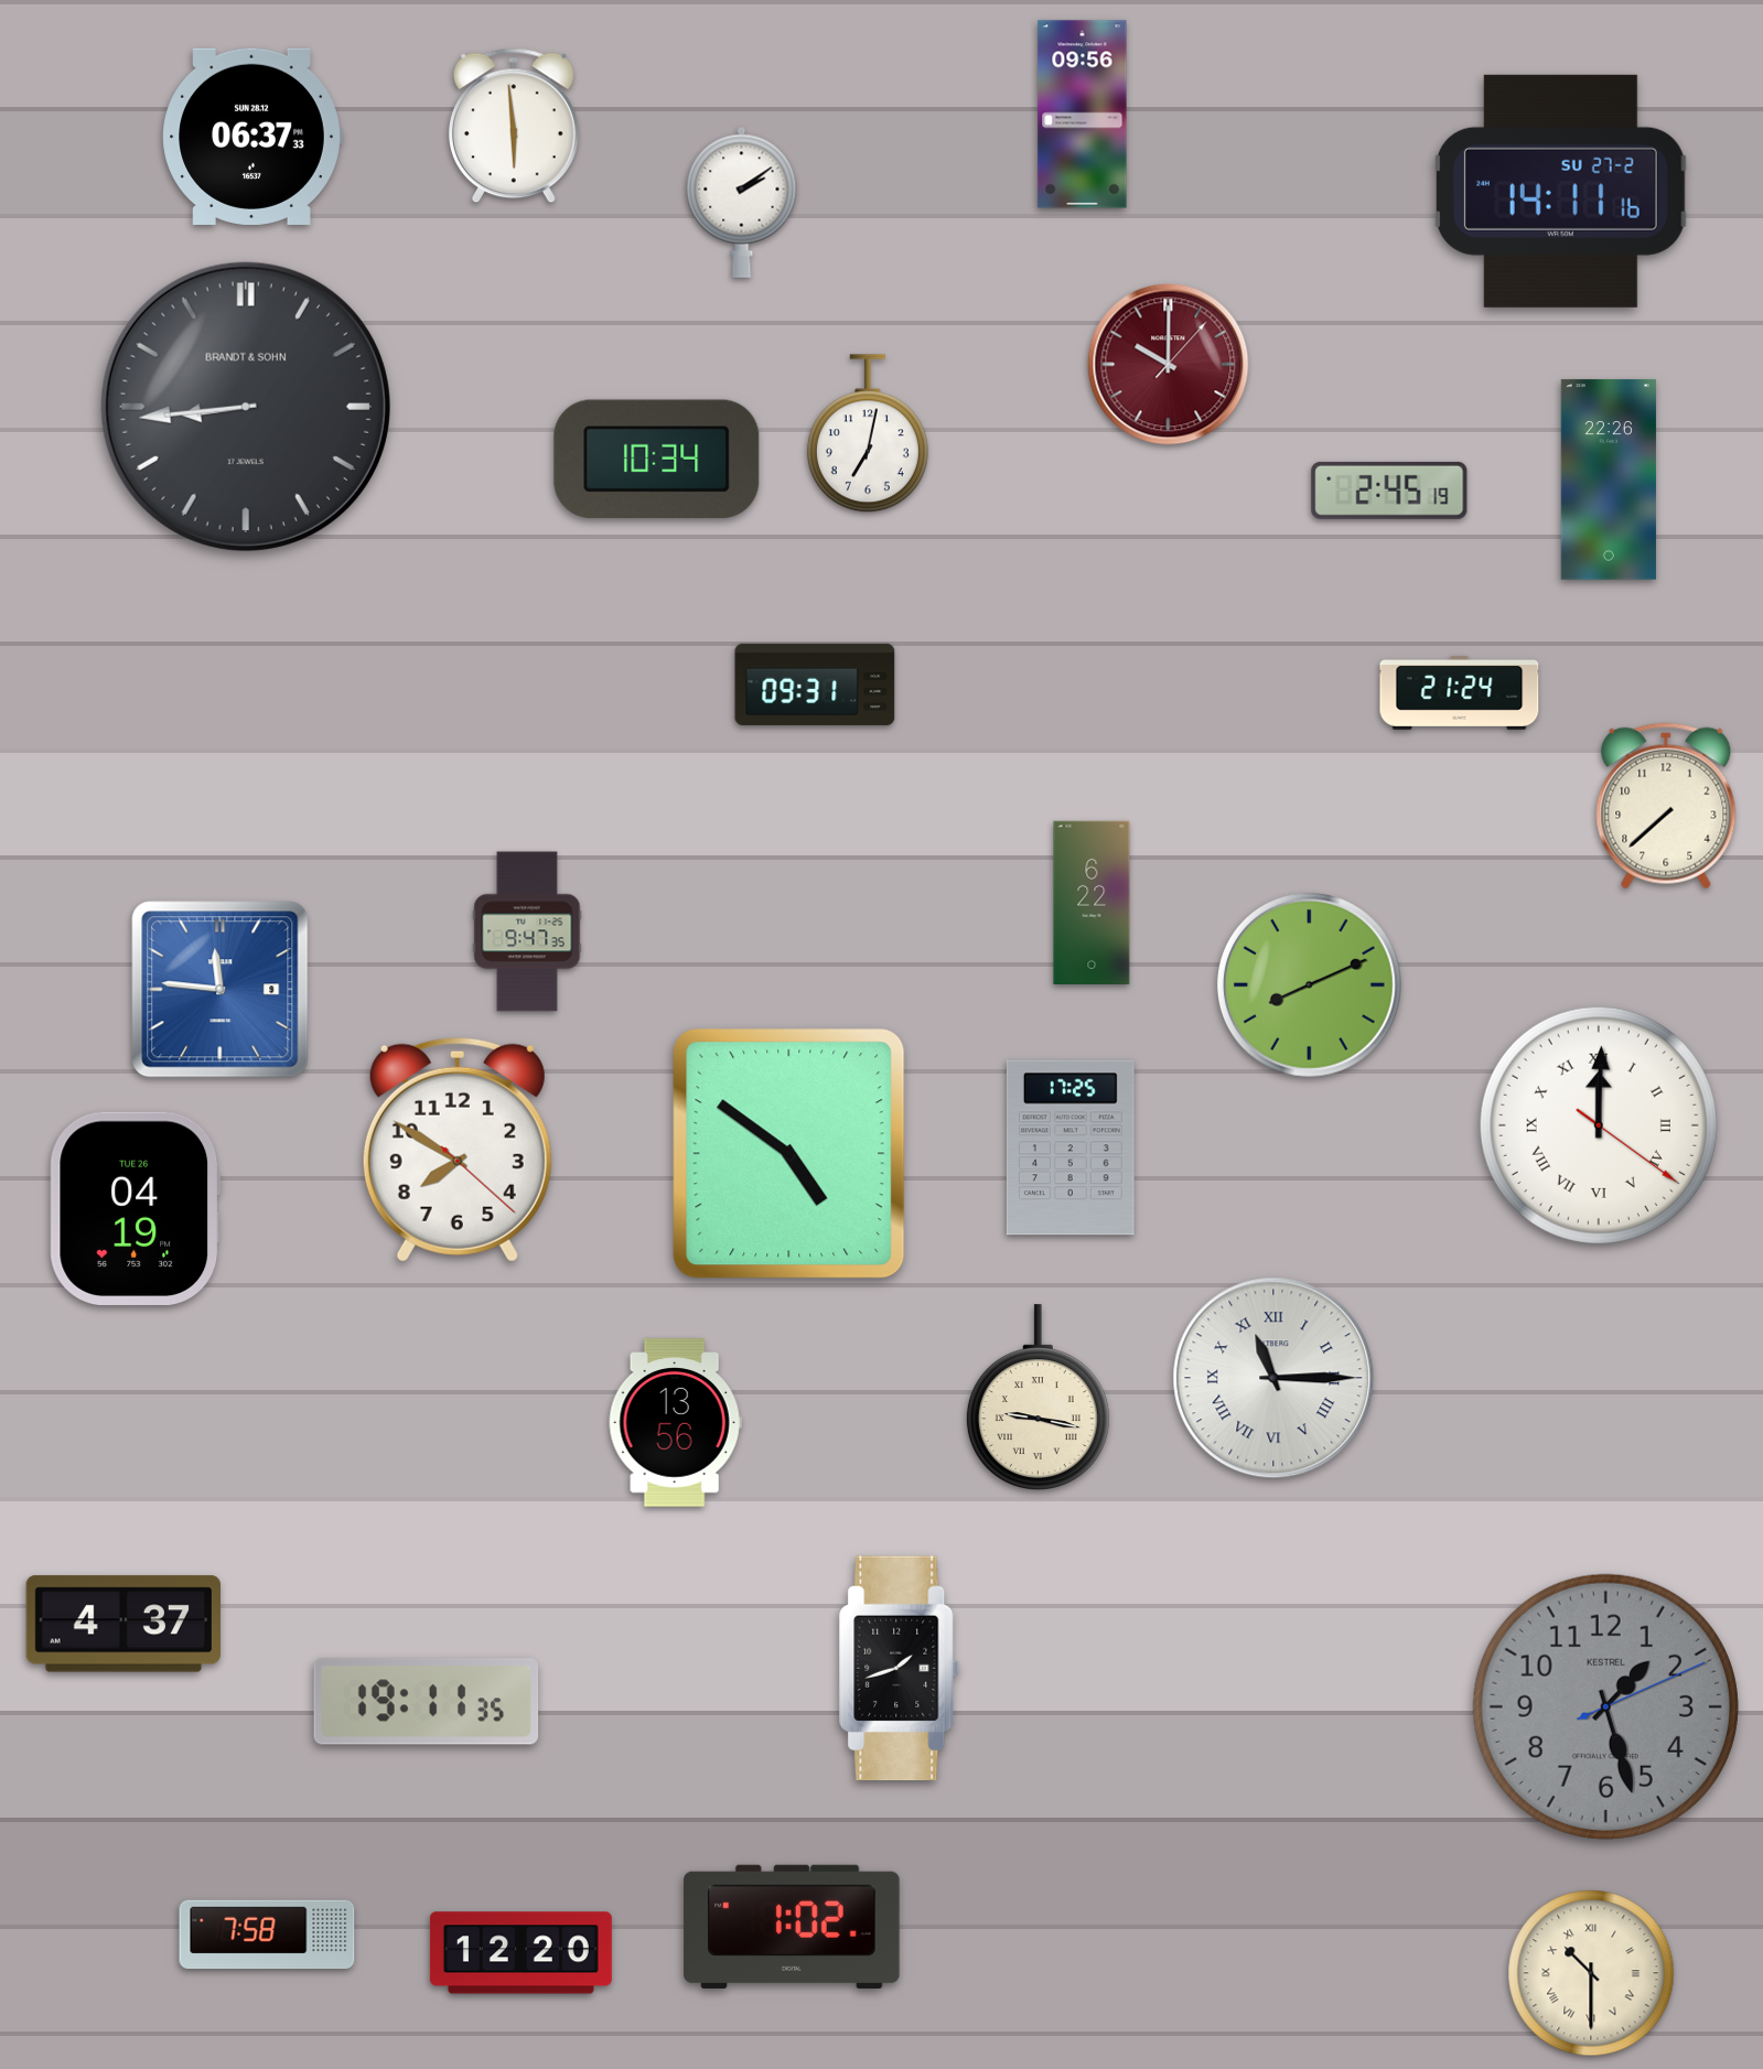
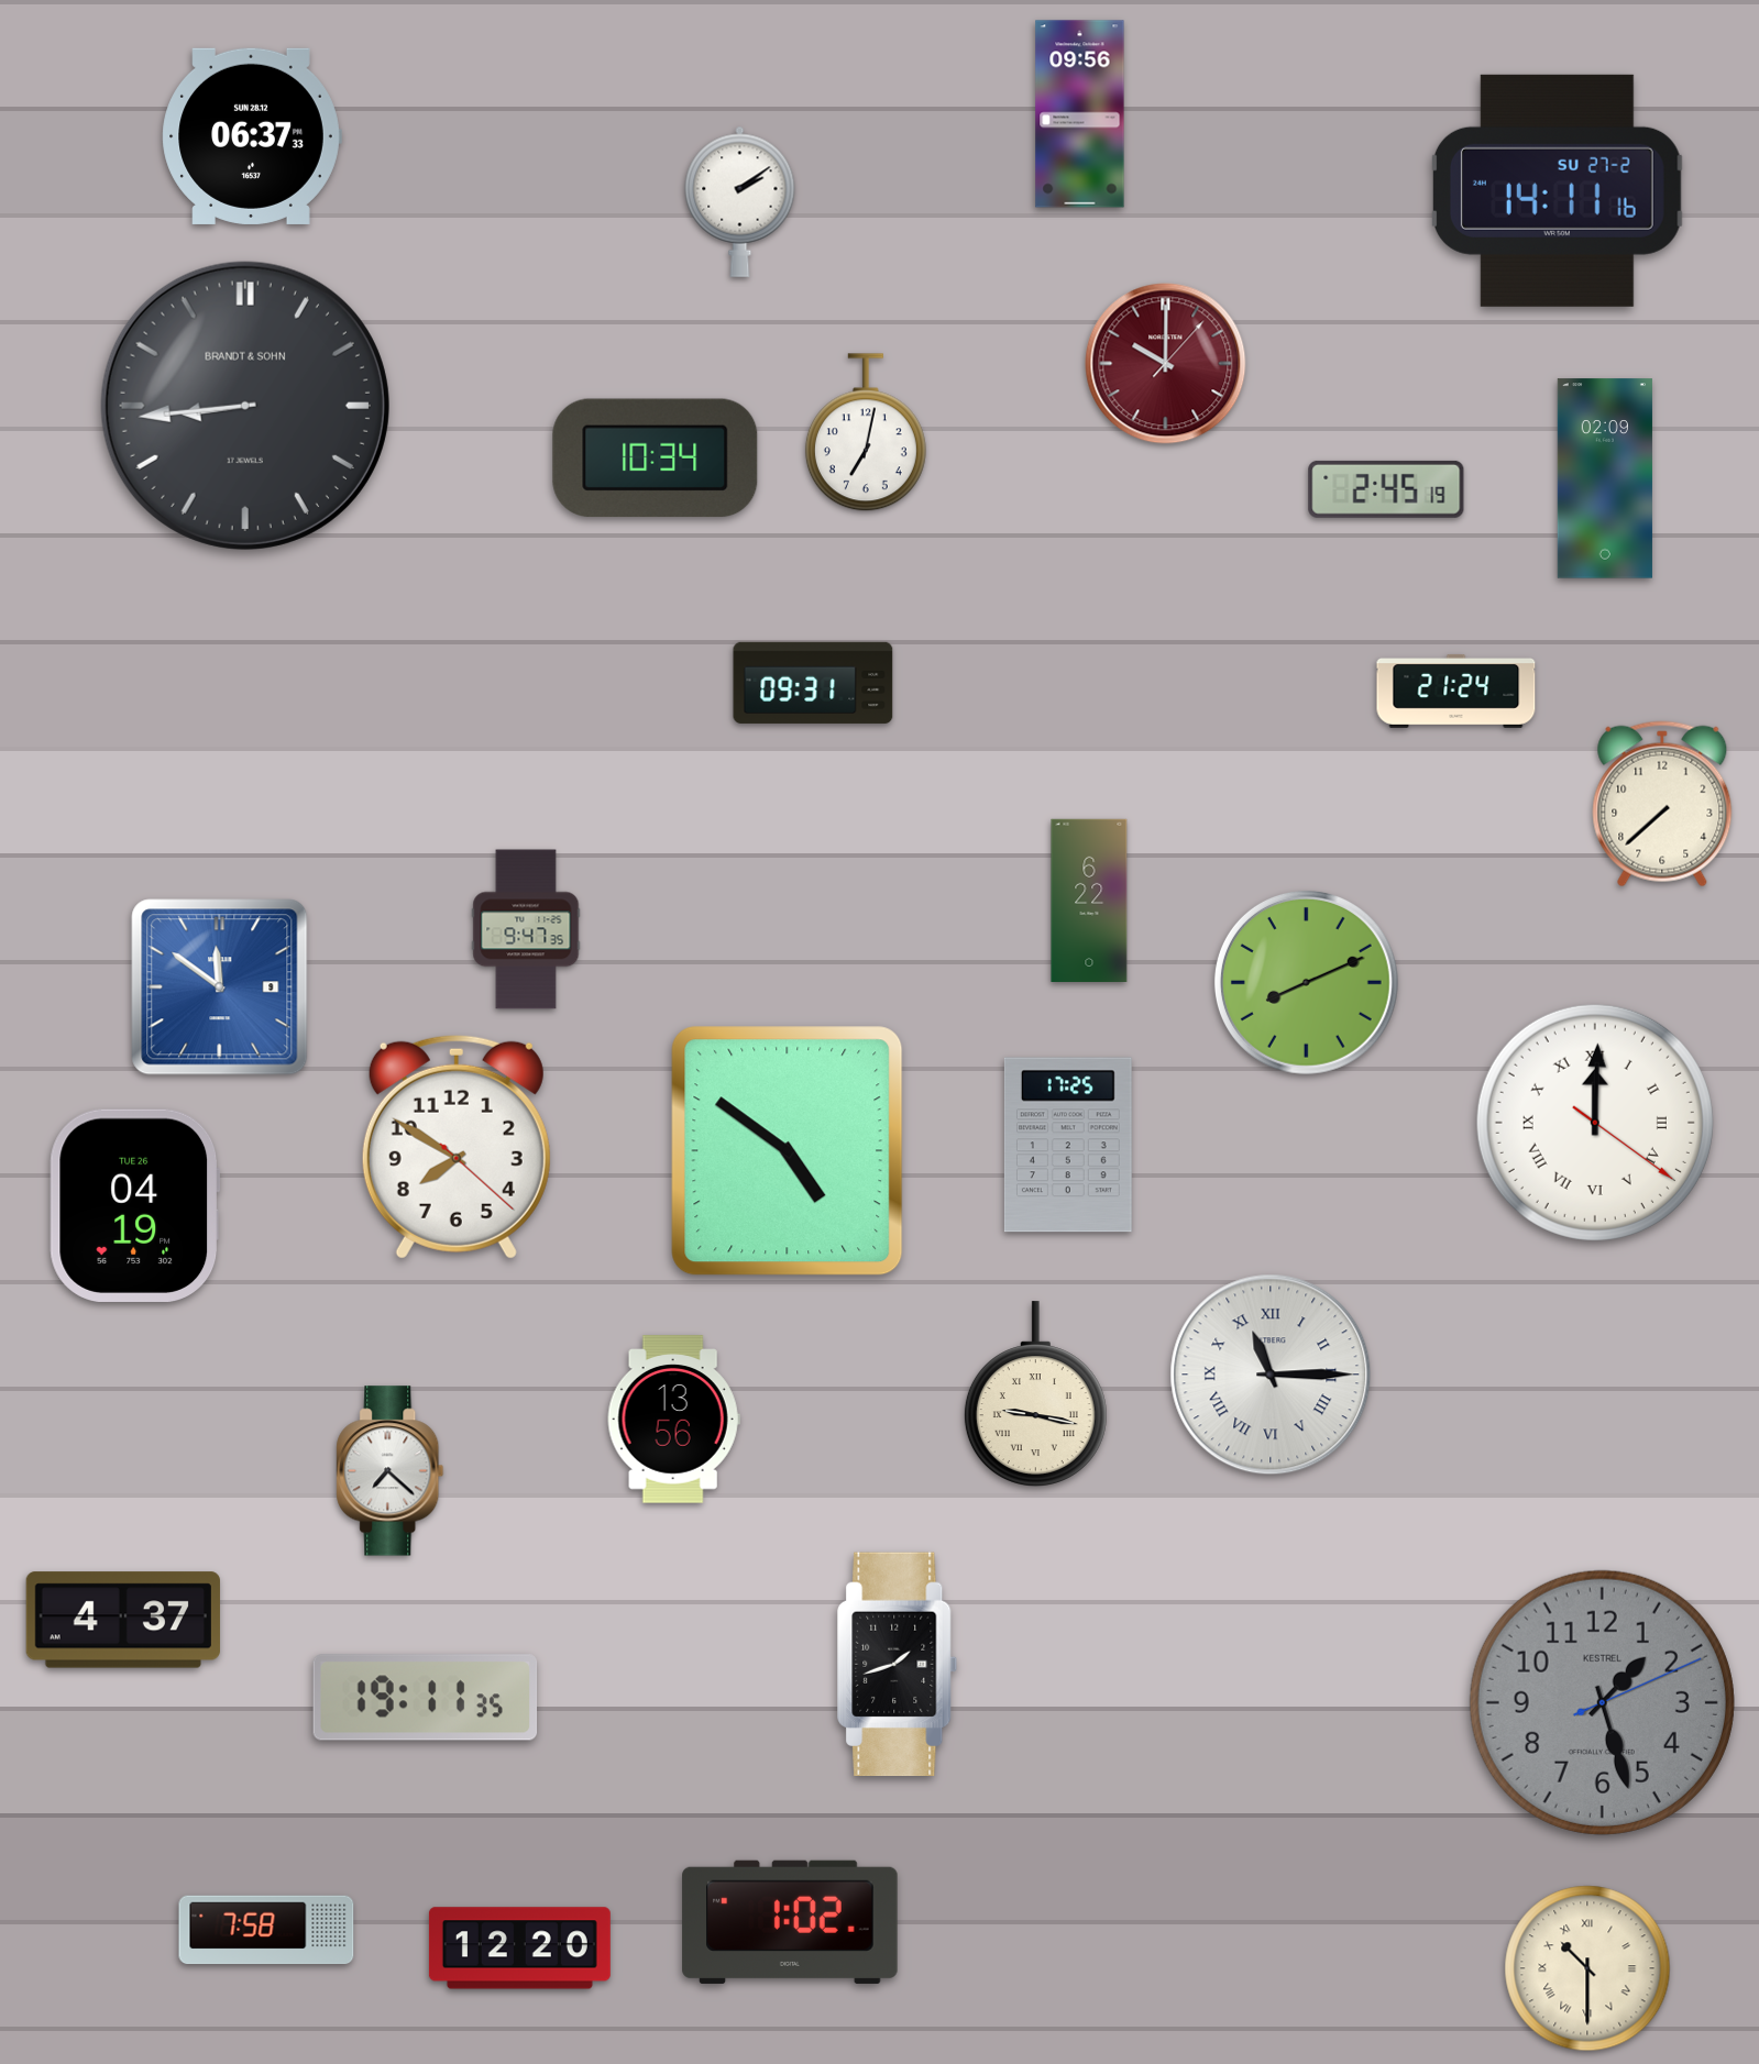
clock at (514, 126): 5:59 -> none
clock at (1609, 479): 22:26 -> 02:09
clock at (221, 990): 11:46 -> 11:51
clock at (391, 1471): none -> 7:22
